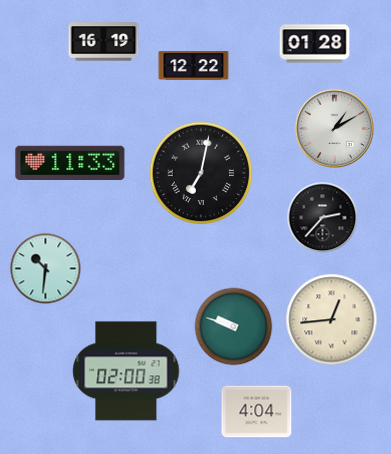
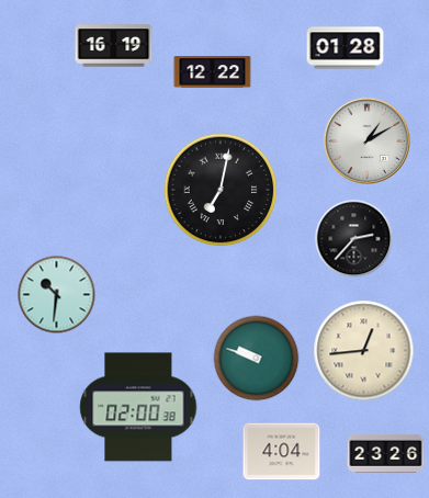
clock at (70, 162): 11:33 -> none
clock at (46, 269) position: (46, 269) -> (57, 295)
clock at (386, 453): none -> 23:26
